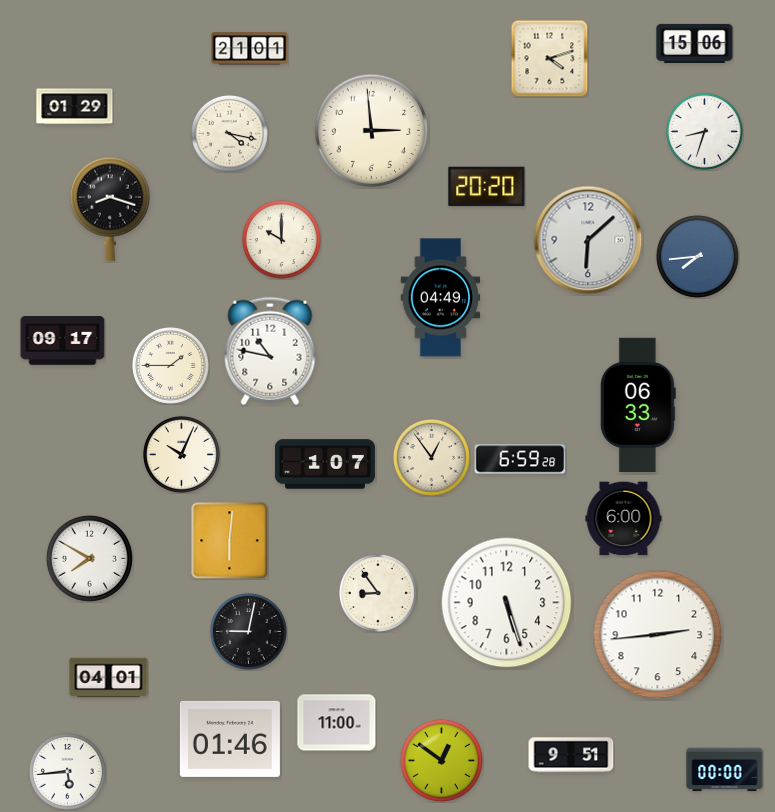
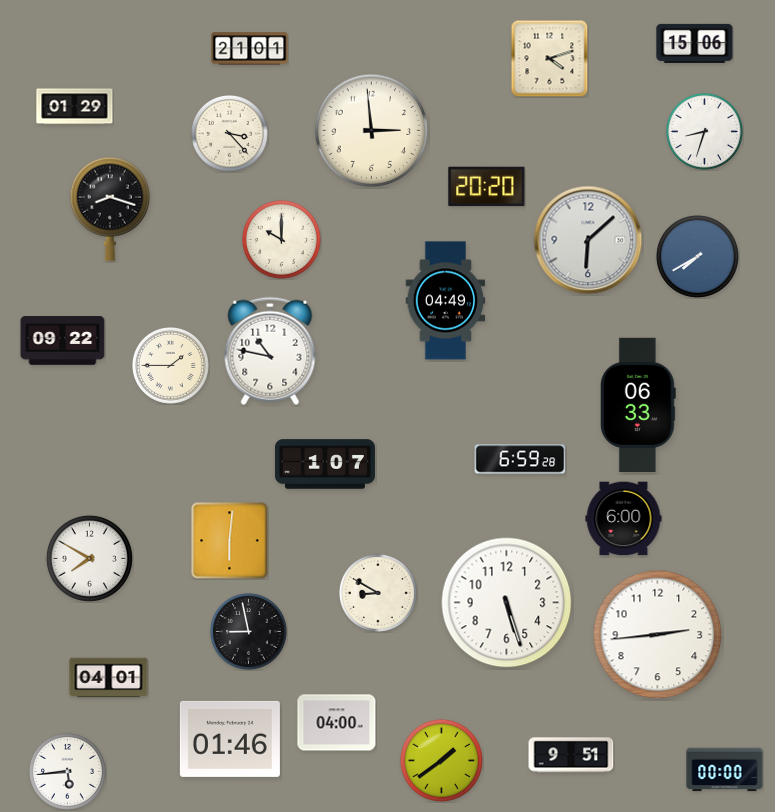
clock at (229, 133): 4:17 -> 3:23
clock at (697, 256): 7:44 -> 7:40
clock at (441, 298) position: (441, 298) -> (446, 301)
clock at (63, 341): 09:17 -> 09:22
clock at (181, 454): 10:04 -> none
clock at (431, 457): 12:54 -> none
clock at (378, 593): 8:54 -> 8:50
clock at (248, 631): 9:02 -> 8:58
clock at (337, 723): 11:00 -> 04:00
clock at (441, 760): 12:51 -> 1:39
